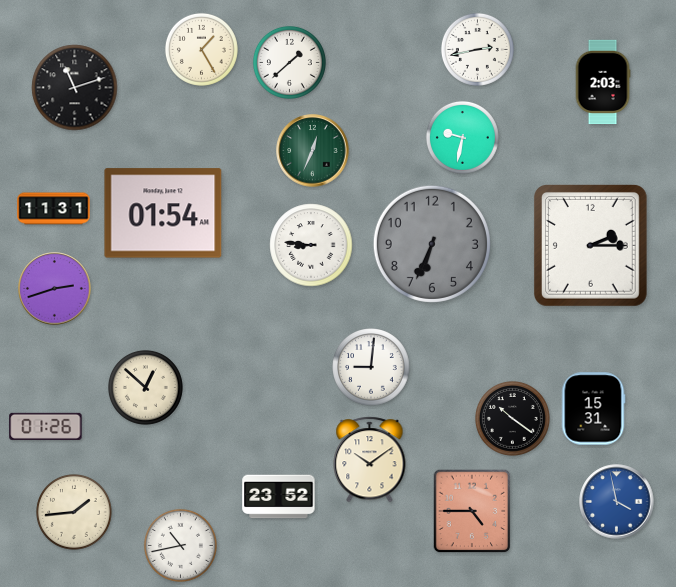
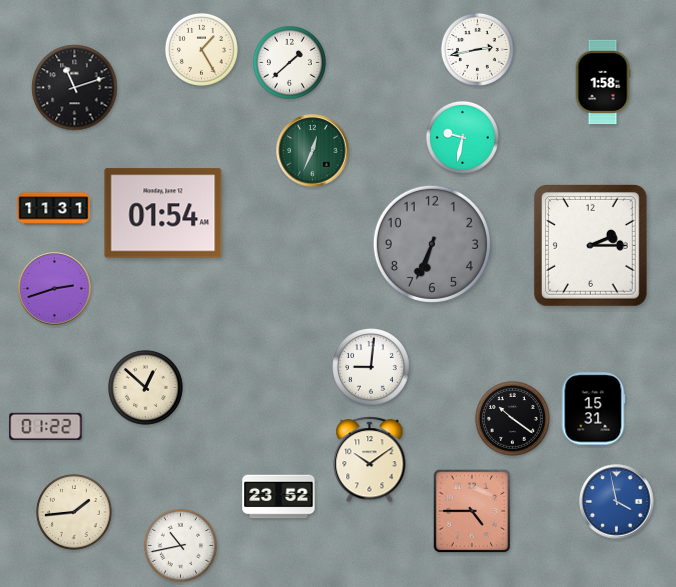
clock at (603, 82): 2:03 -> 1:58
clock at (311, 245): 8:46 -> none
clock at (46, 426): 01:26 -> 01:22
